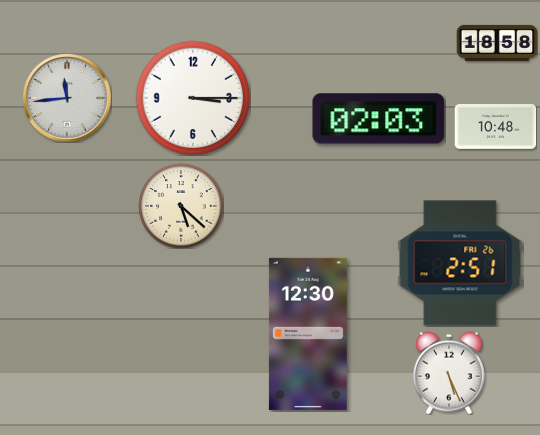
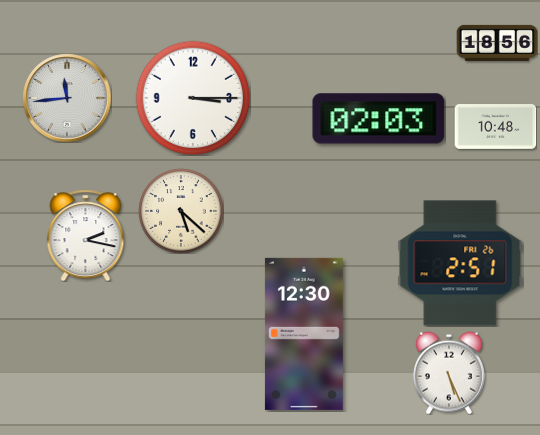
clock at (497, 43): 18:58 -> 18:56
clock at (181, 206) position: (181, 206) -> (181, 211)
clock at (86, 235): none -> 2:17
clock at (308, 334) position: (308, 334) -> (304, 334)
